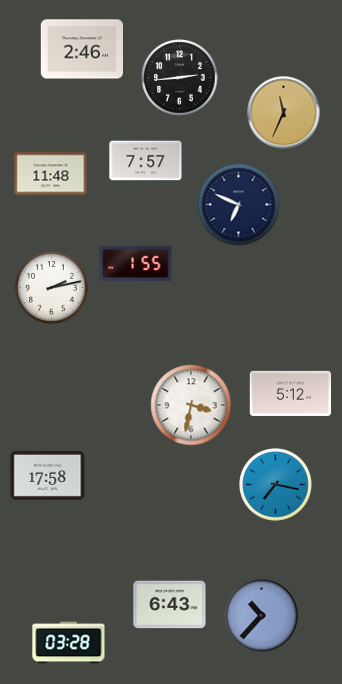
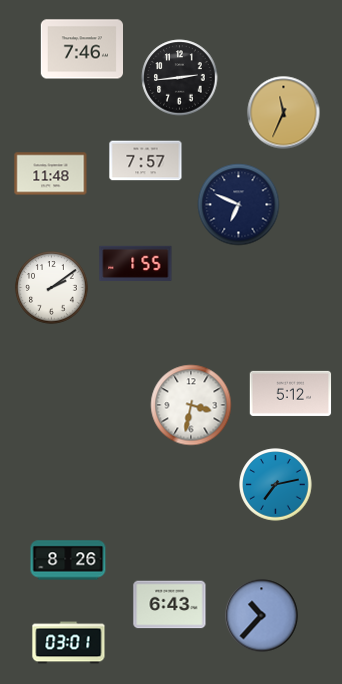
clock at (81, 49): 2:46 -> 7:46
clock at (52, 288): 2:13 -> 2:09
clock at (48, 475): 17:58 -> none
clock at (276, 485): 7:17 -> 7:13
clock at (68, 560): none -> 8:26
clock at (69, 643): 03:28 -> 03:01
